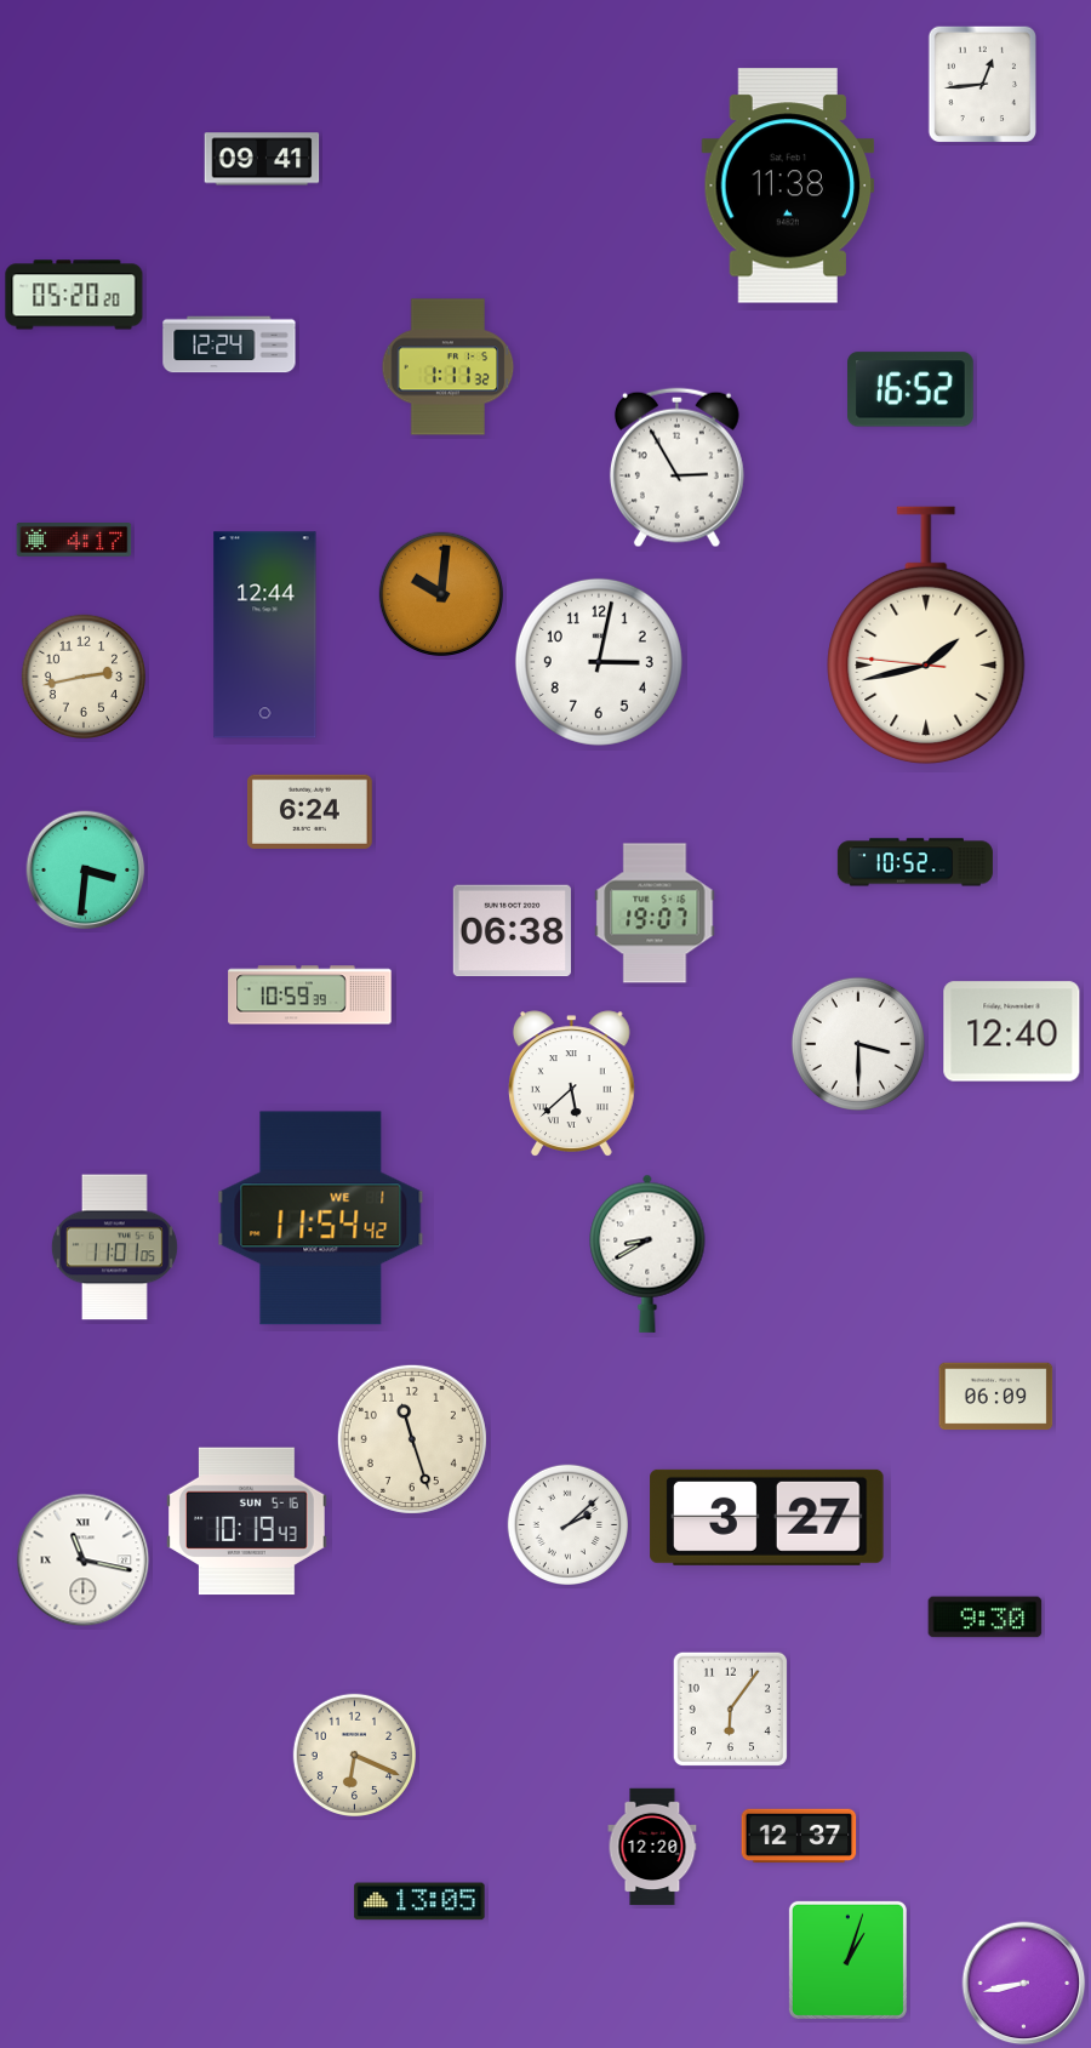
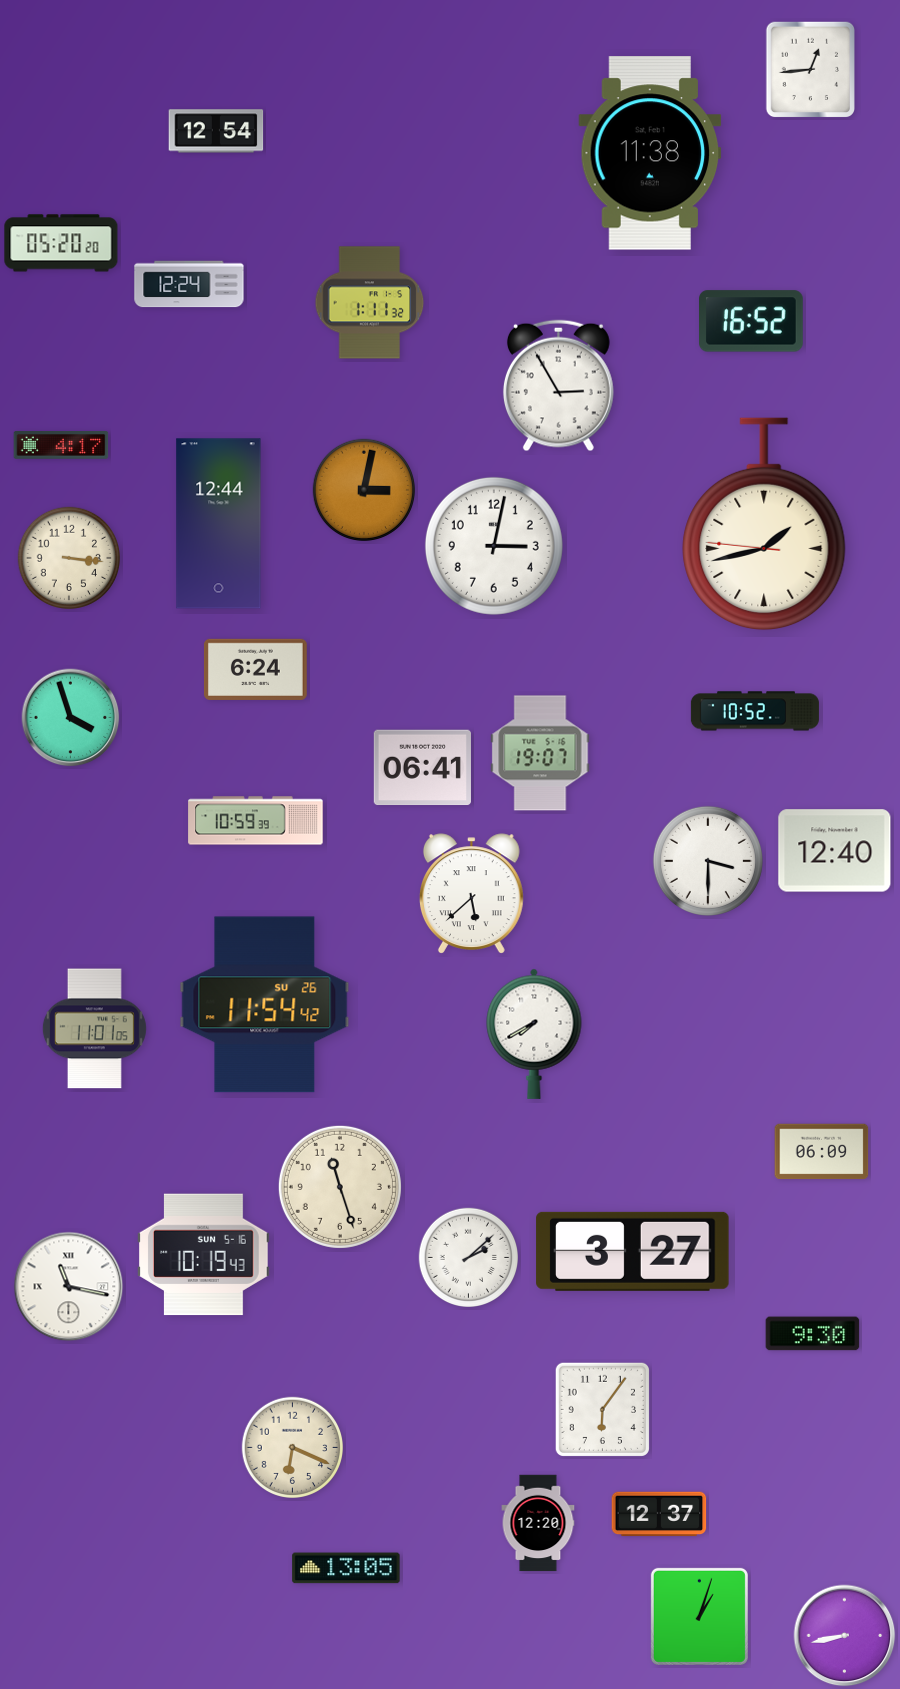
clock at (262, 159): 09:41 -> 12:54
clock at (440, 593): 10:01 -> 3:02
clock at (82, 675): 2:43 -> 3:16
clock at (86, 871): 3:31 -> 3:57
clock at (512, 931): 06:38 -> 06:41
clock at (321, 1219) date: WE 1 -> SU 26
clock at (647, 1254): 8:40 -> 7:40
